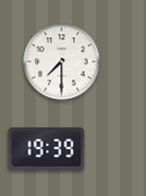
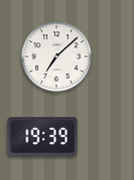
clock at (62, 62): 7:30 -> 7:08
